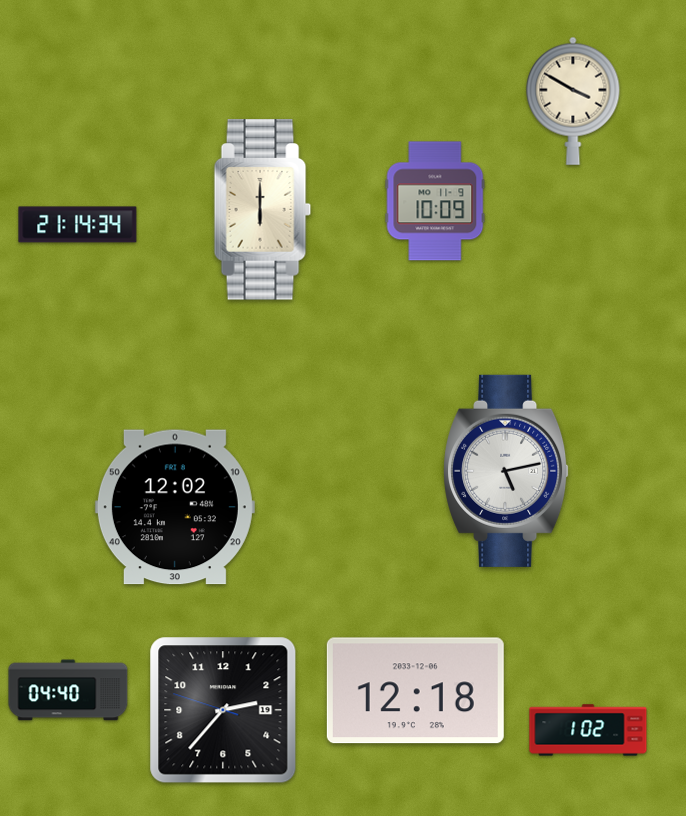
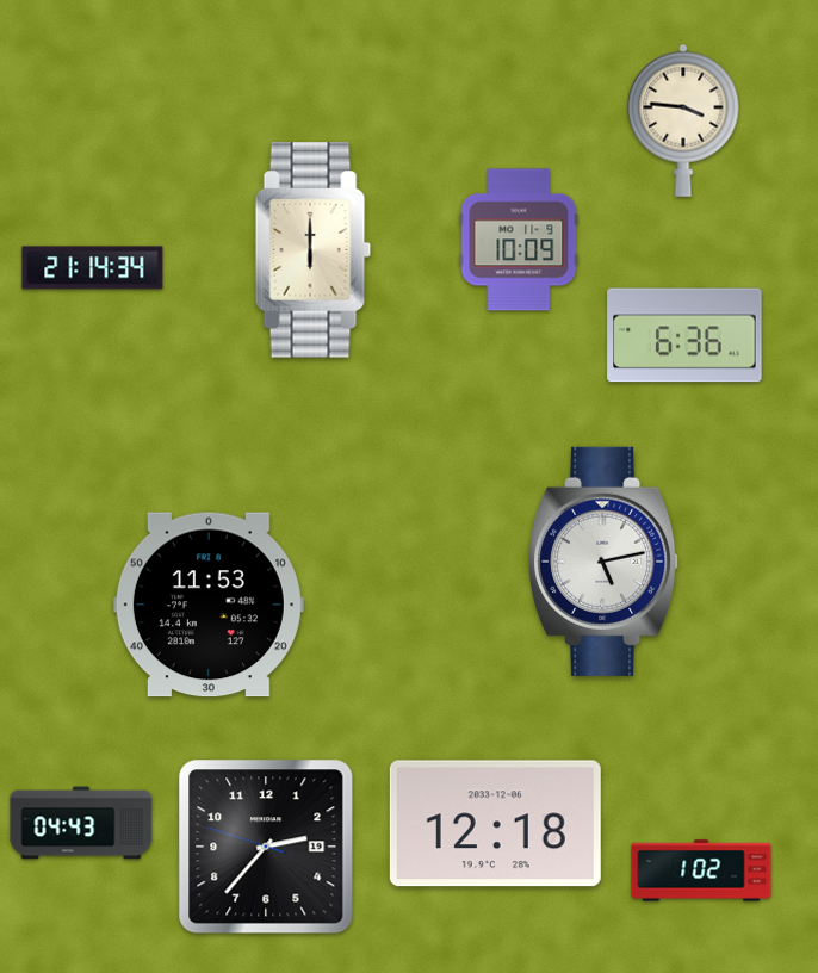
clock at (573, 101): 3:50 -> 3:46
clock at (684, 335): none -> 6:36
clock at (175, 507): 12:02 -> 11:53
clock at (68, 690): 04:40 -> 04:43
